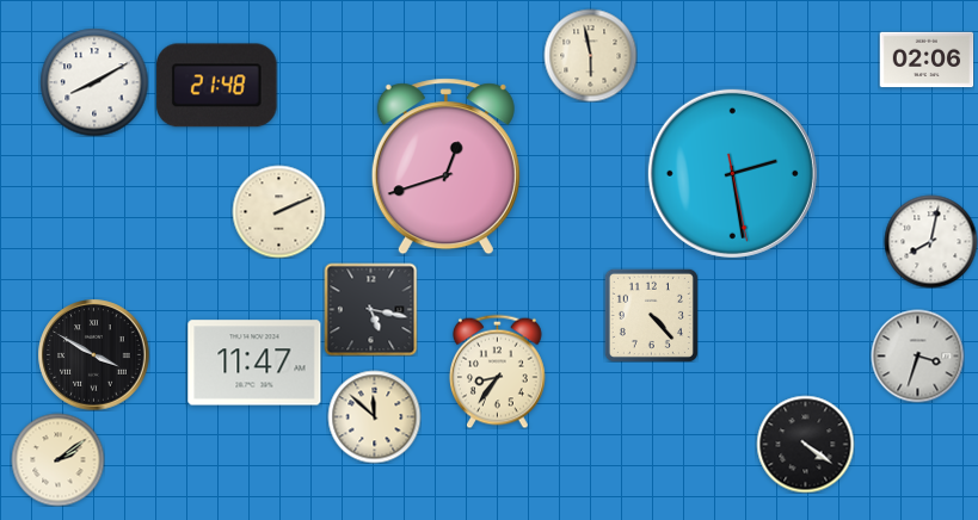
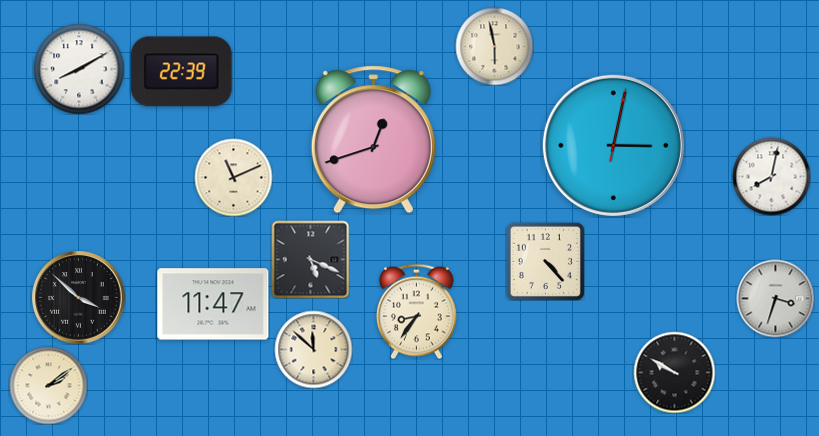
clock at (927, 60): 02:06 -> none
clock at (217, 86): 21:48 -> 22:39
clock at (732, 173): 2:28 -> 3:02
clock at (278, 211): 2:11 -> 11:11
clock at (930, 241) position: (930, 241) -> (771, 176)
clock at (370, 309): 5:17 -> 5:19
clock at (651, 315) position: (651, 315) -> (545, 261)
clock at (93, 354): 3:50 -> 3:52
clock at (917, 355) position: (917, 355) -> (775, 298)
clock at (805, 444): 4:21 -> 9:50
